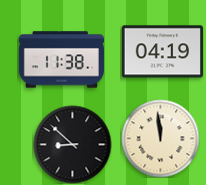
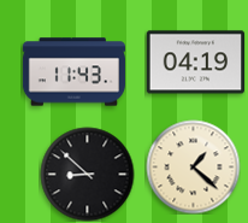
clock at (61, 60): 11:38 -> 11:43
clock at (160, 138): 11:59 -> 1:22
